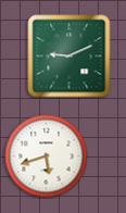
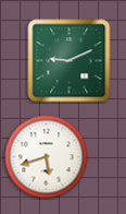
clock at (70, 57) position: (70, 57) -> (70, 61)
